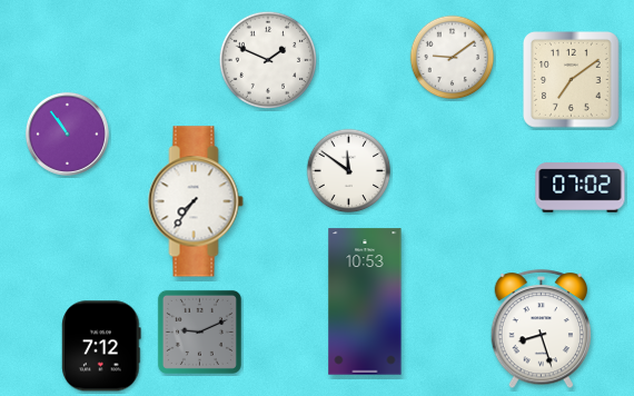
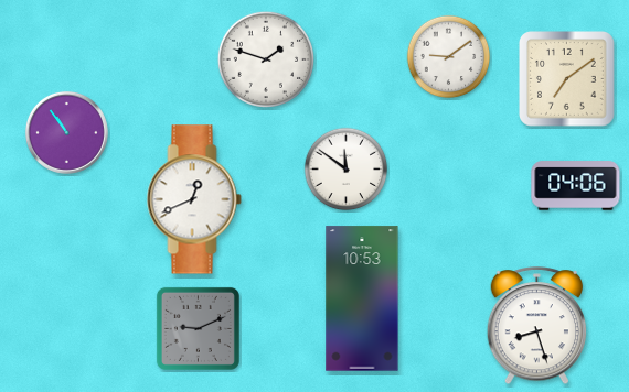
clock at (267, 59): 1:49 -> 1:48
clock at (581, 188): 07:02 -> 04:06
clock at (196, 201): 7:36 -> 12:41
clock at (101, 346): 7:12 -> none
